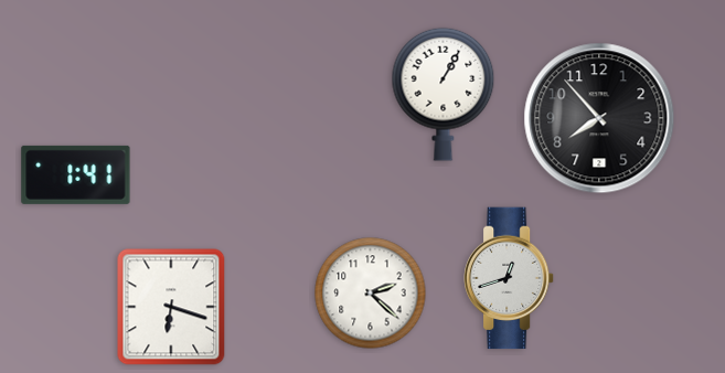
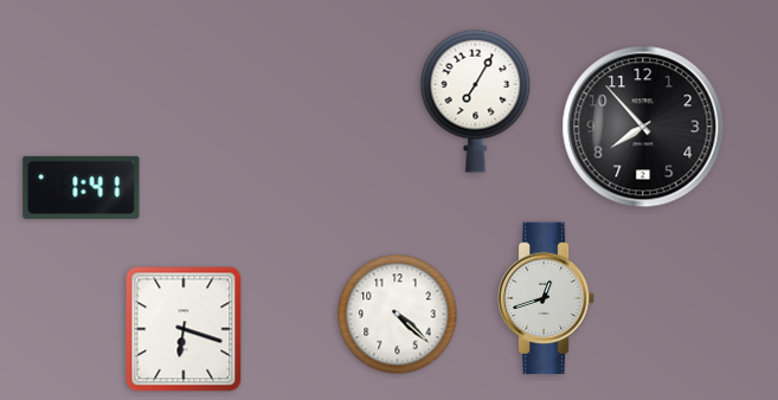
clock at (444, 94): 1:05 -> 7:05
clock at (371, 294): 2:22 -> 4:22
